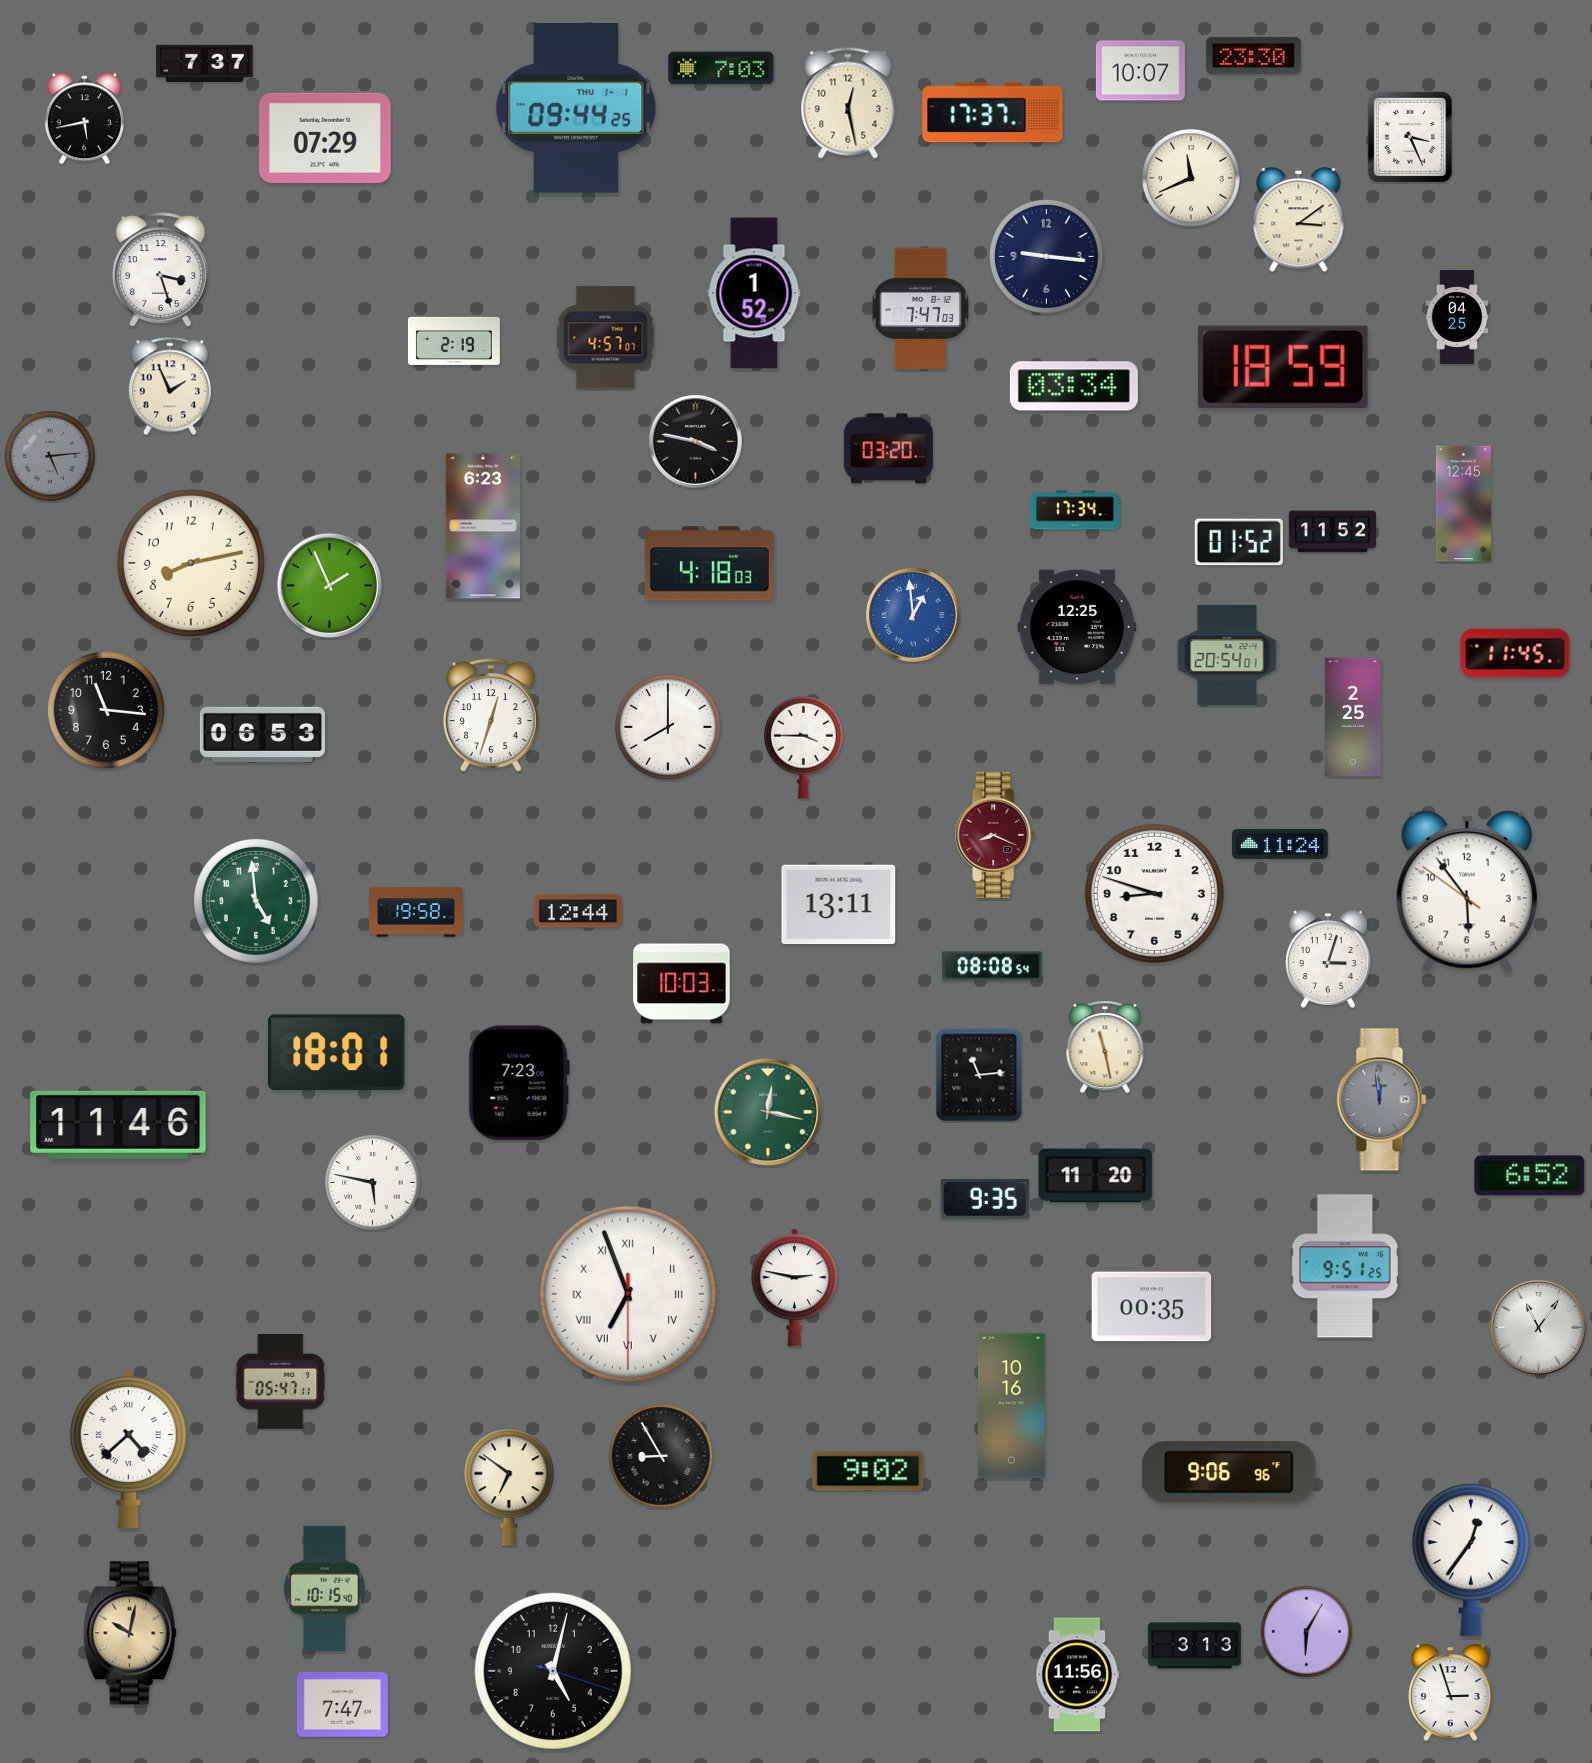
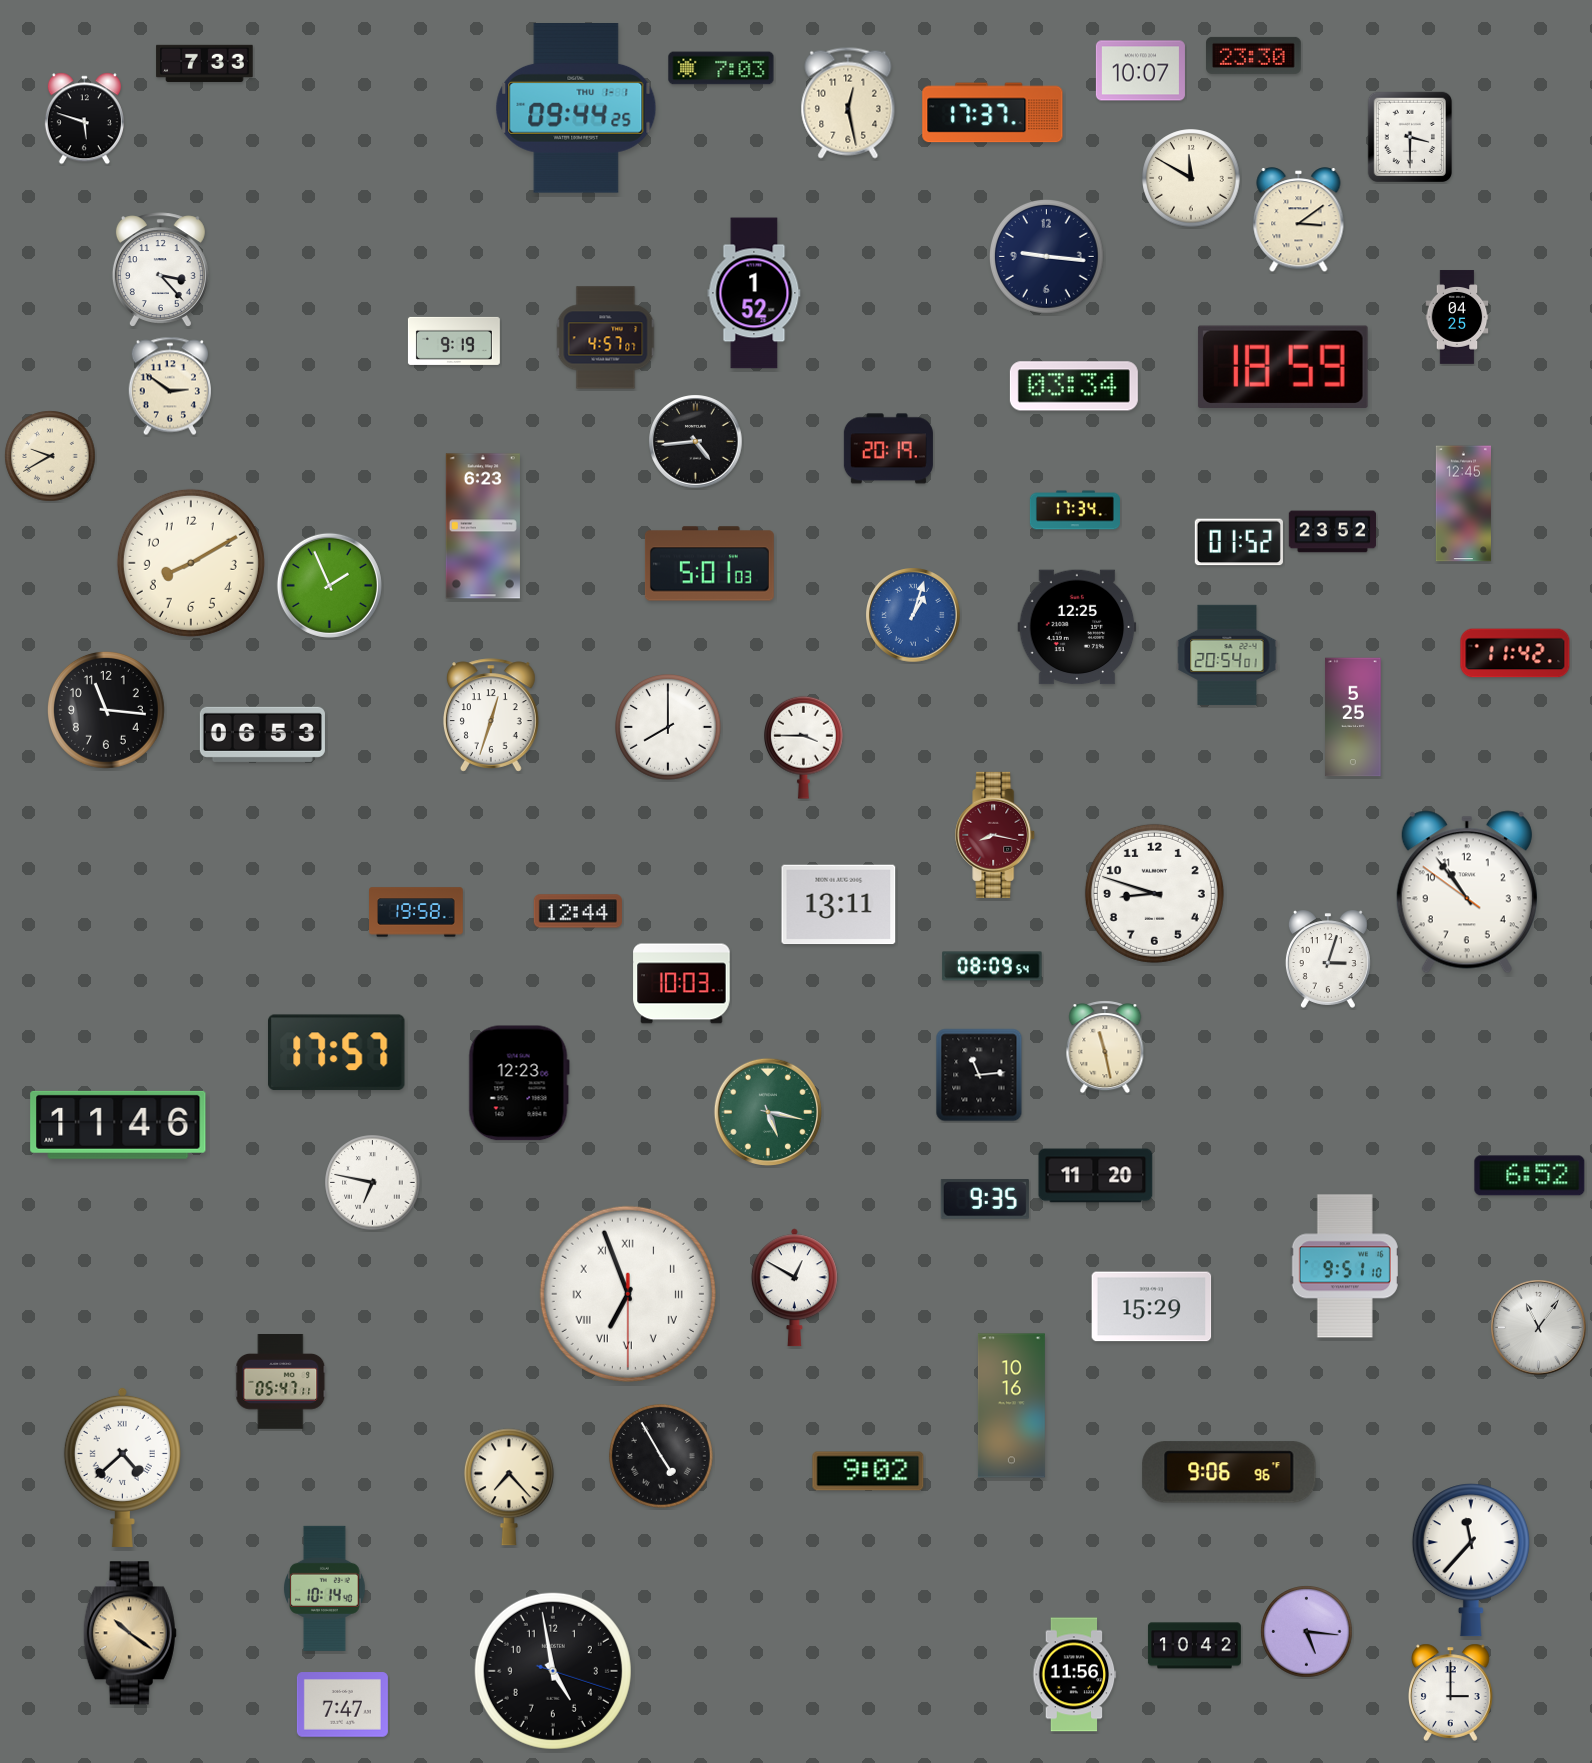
clock at (205, 63): 7:37 -> 7:33
clock at (84, 119): 5:43 -> 5:48
clock at (1409, 136): 3:26 -> 3:30
clock at (325, 138): 07:29 -> none
clock at (1191, 178): 11:41 -> 11:50
clock at (160, 270): 3:27 -> 3:23
clock at (921, 309): 7:47 -> none
clock at (454, 341): 2:19 -> 9:19
clock at (170, 386): 1:56 -> 2:51
clock at (696, 442): 3:47 -> 4:44
clock at (888, 449): 03:20 -> 20:19
clock at (50, 456): 5:14 -> 9:40
clock at (50, 456) dial: grey -> cream
clock at (1332, 532): 11:52 -> 23:52
clock at (191, 563): 8:13 -> 8:10
clock at (709, 564): 4:18 -> 5:01
clock at (914, 616): 12:59 -> 1:03
clock at (1515, 653): 11:45 -> 11:42
clock at (1353, 717): 2:25 -> 5:25
clock at (996, 835): 8:19 -> 8:17
clock at (1280, 844): 11:24 -> none
clock at (1467, 892): 5:53 -> 10:53
clock at (256, 901): 4:59 -> none
clock at (992, 966): 08:08 -> 08:09
clock at (337, 1053): 18:01 -> 17:57
clock at (519, 1083): 7:23 -> 12:23
clock at (1382, 1100): 11:59 -> none
clock at (768, 1112): 12:17 -> 5:17
clock at (373, 1183): 5:47 -> 6:47
clock at (1345, 1266): 9:51:25 -> 9:51:10
clock at (794, 1288): 2:47 -> 12:50
clock at (1152, 1307): 00:35 -> 15:29
clock at (128, 1448) position: (128, 1448) -> (122, 1467)
clock at (661, 1456): 8:55 -> 4:55
clock at (509, 1487): 6:51 -> 7:23
clock at (1471, 1560): 12:36 -> 11:37
clock at (325, 1588): 10:15 -> 10:14
clock at (1307, 1632): 6:05 -> 5:16
clock at (130, 1633): 10:02 -> 10:21
clock at (1194, 1646): 3:13 -> 10:42
clock at (553, 1671): 5:02 -> 4:58
clock at (1078, 1675) position: (1078, 1675) -> (1075, 1675)
clock at (1451, 1692): 2:57 -> 3:00
